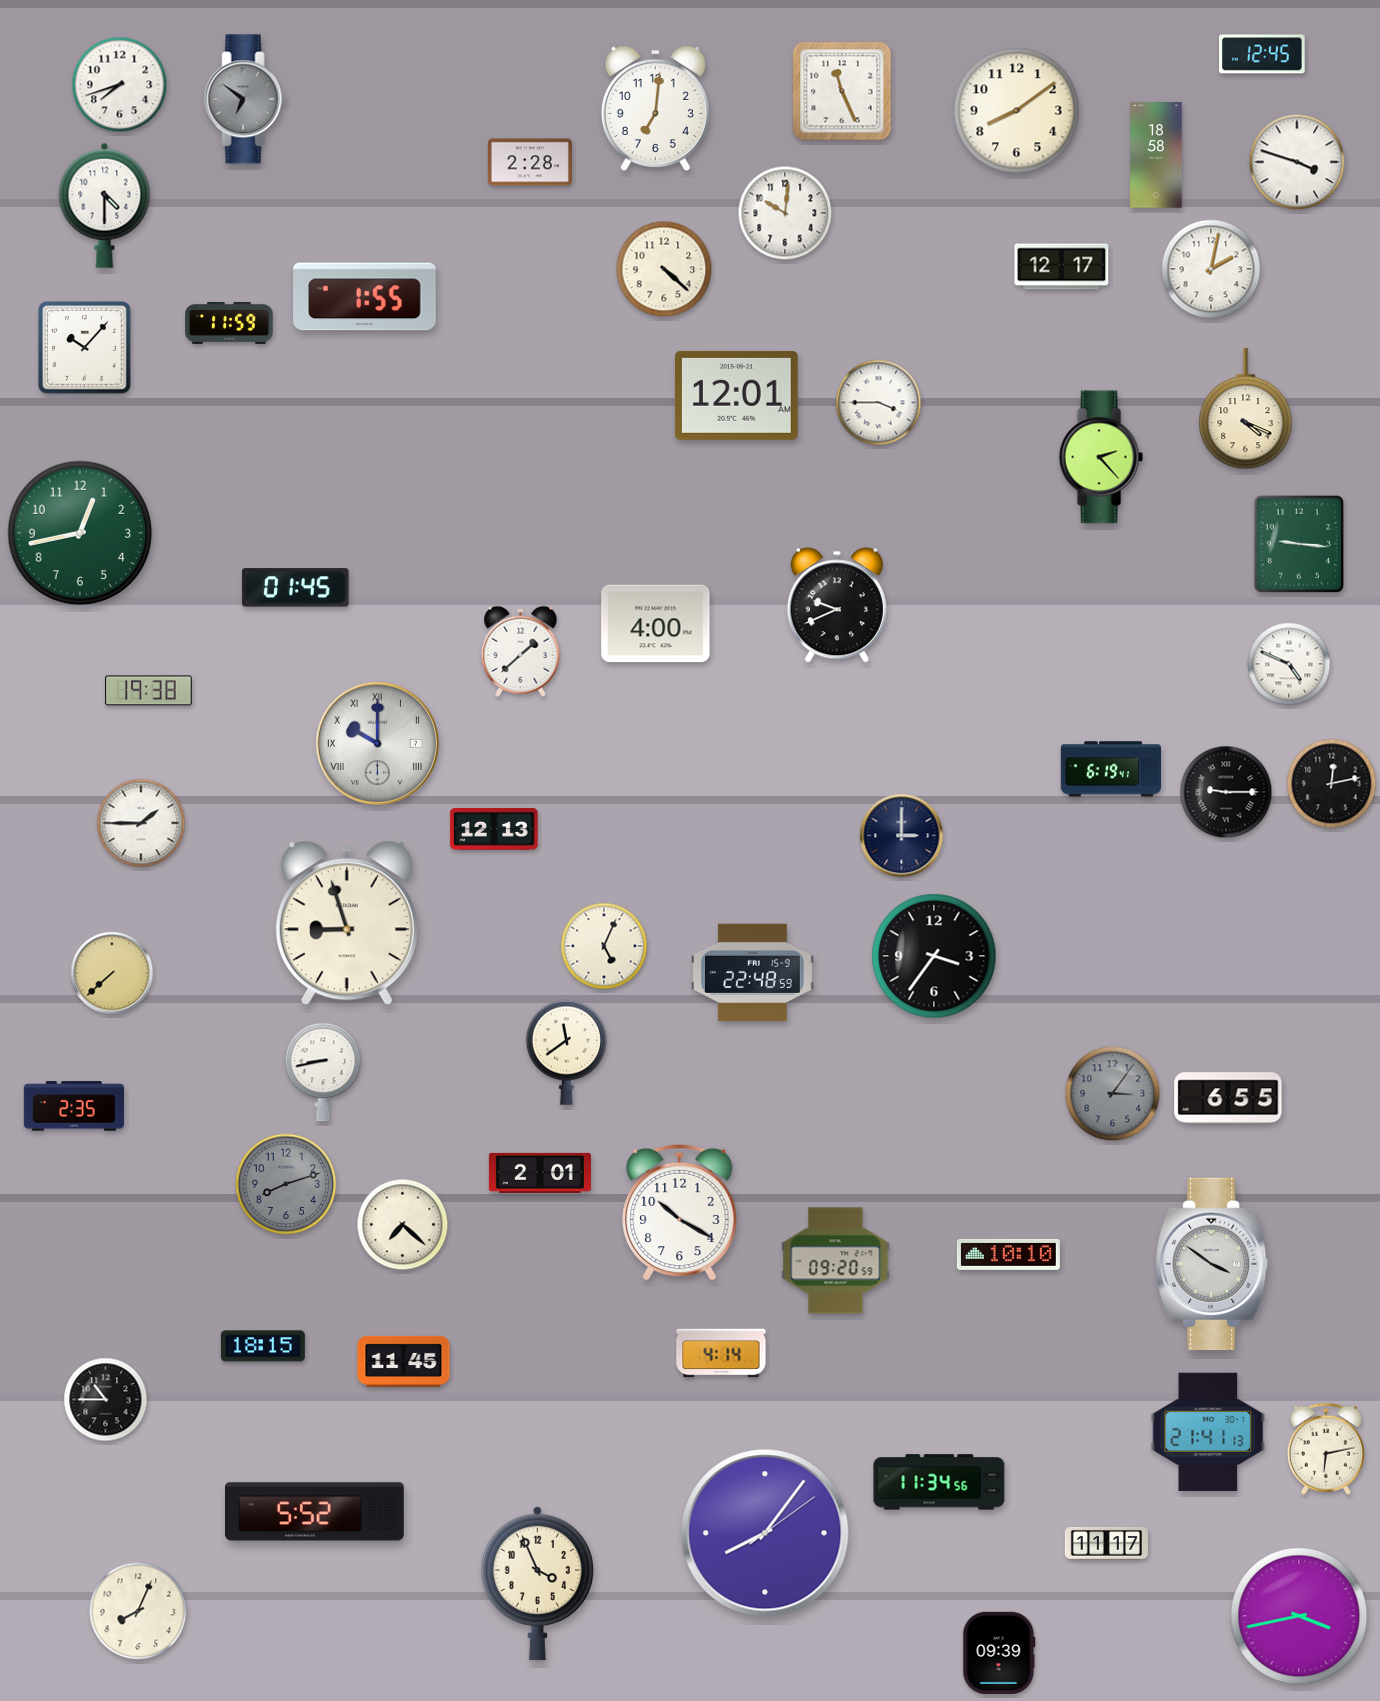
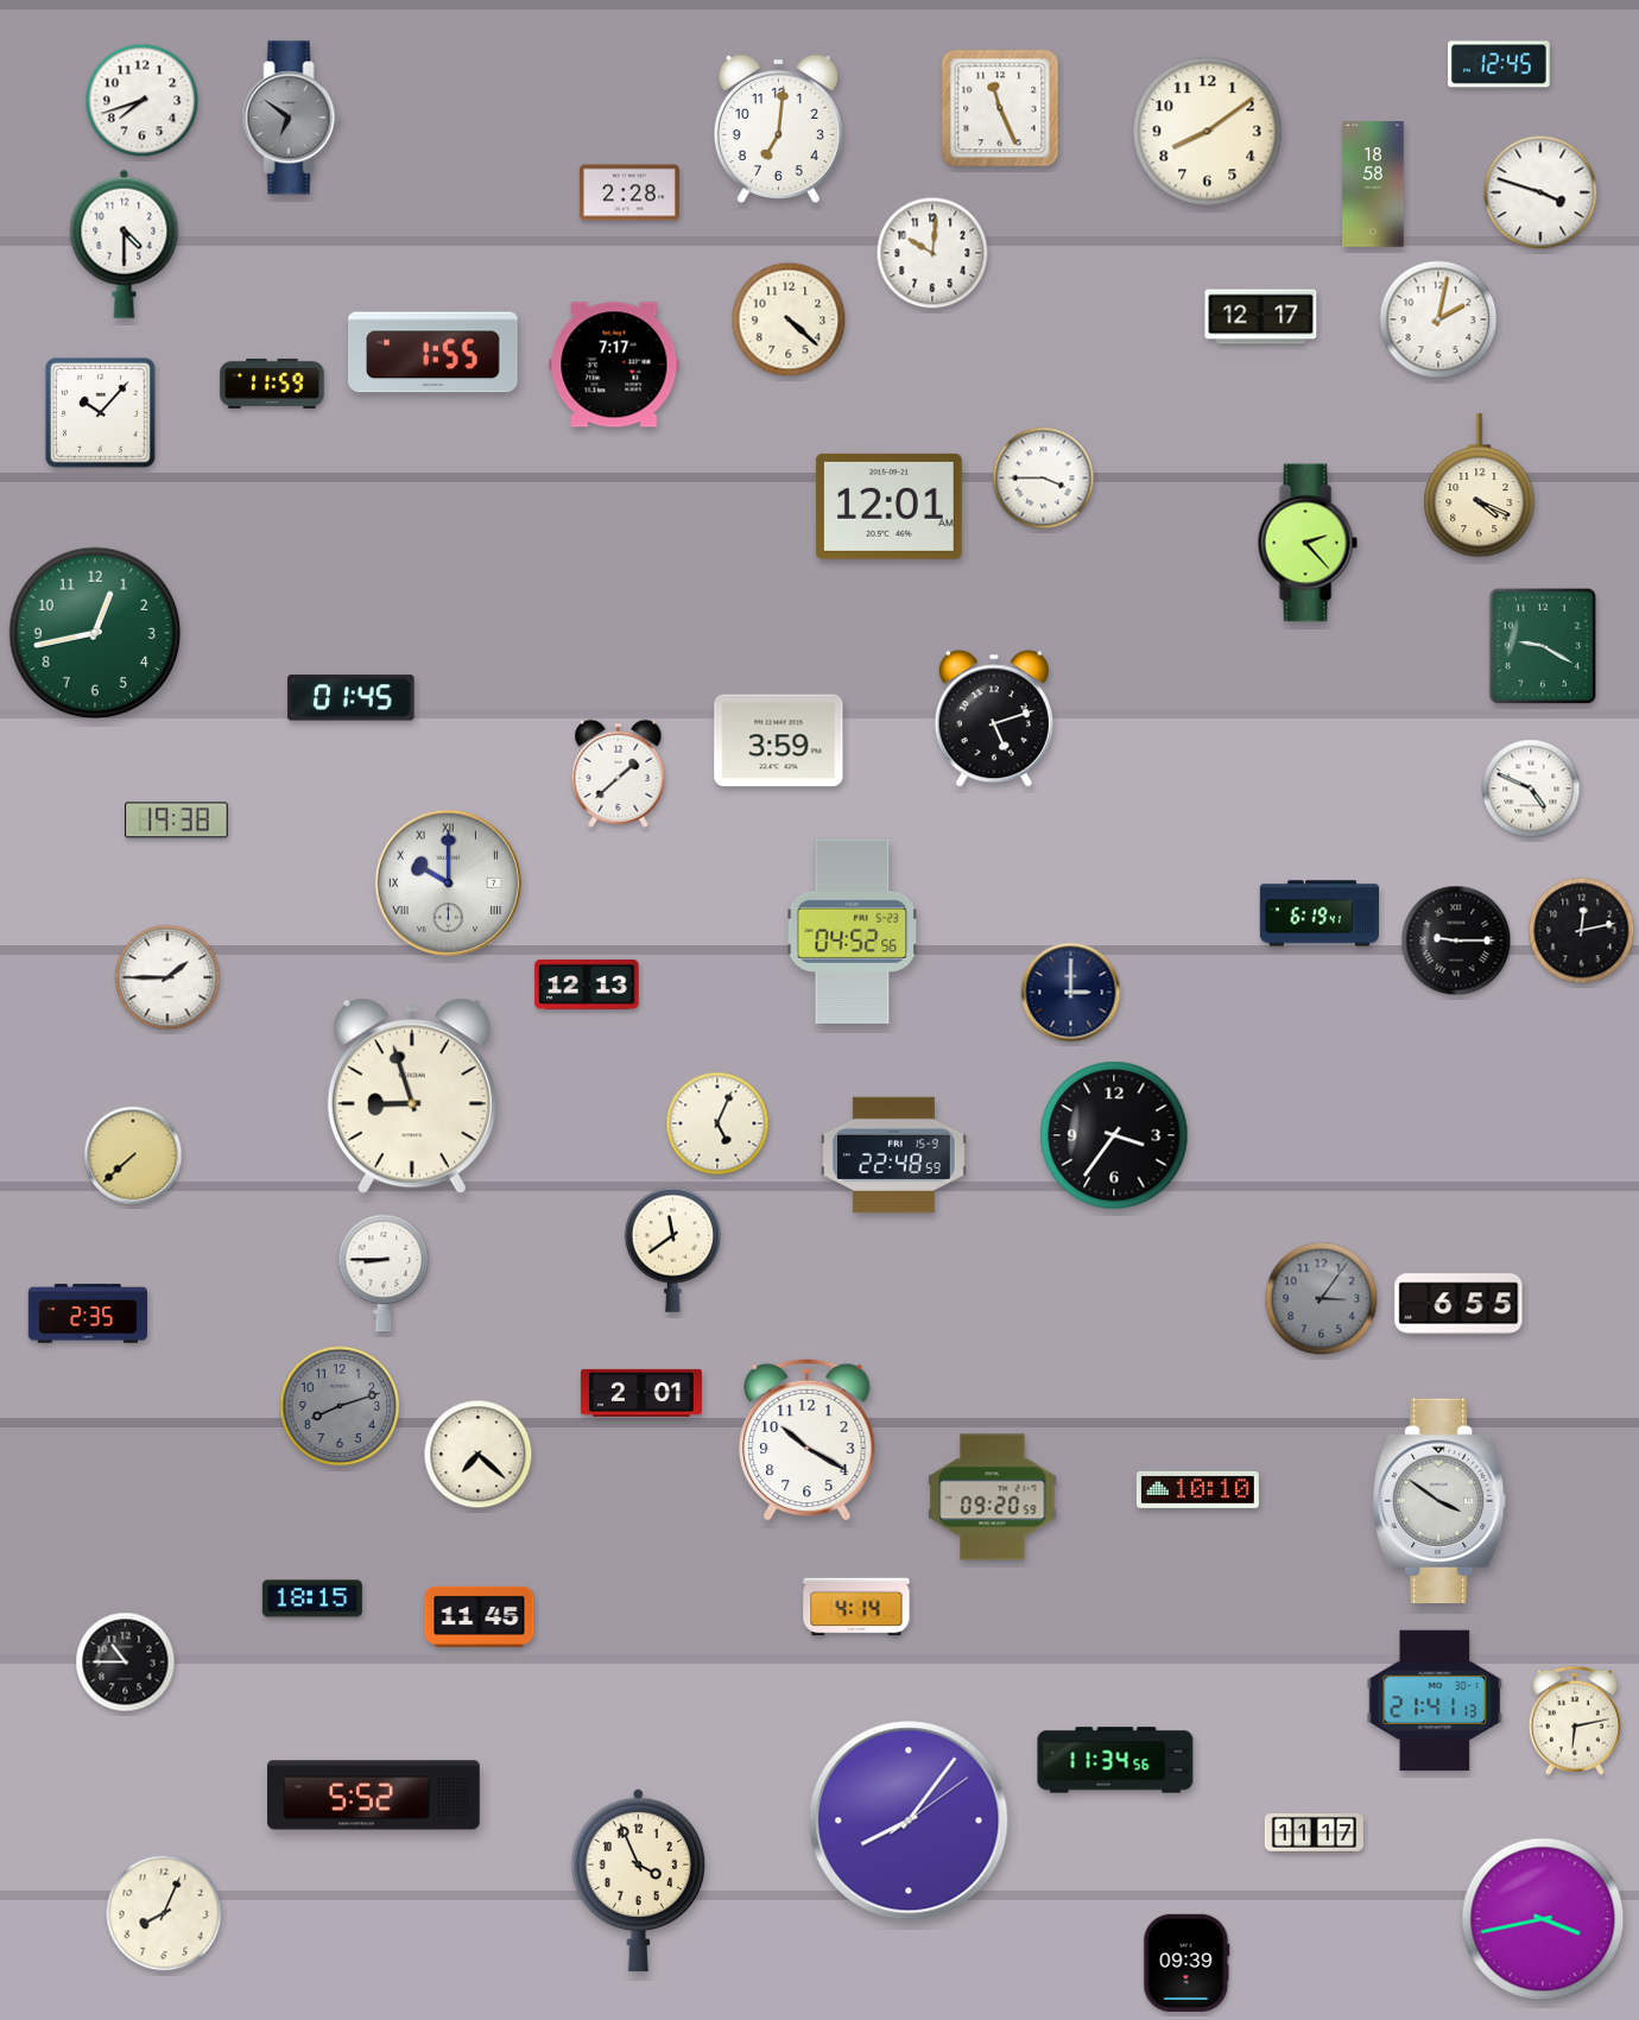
clock at (614, 365): none -> 7:17
clock at (736, 395) position: (736, 395) -> (888, 506)
clock at (1299, 544): 9:16 -> 9:20
clock at (837, 605): 9:41 -> 5:12
clock at (656, 624): 4:00 -> 3:59
clock at (853, 931): none -> 04:52
clock at (934, 956) position: (934, 956) -> (1114, 1135)
clock at (323, 1072): 8:43 -> 8:45
